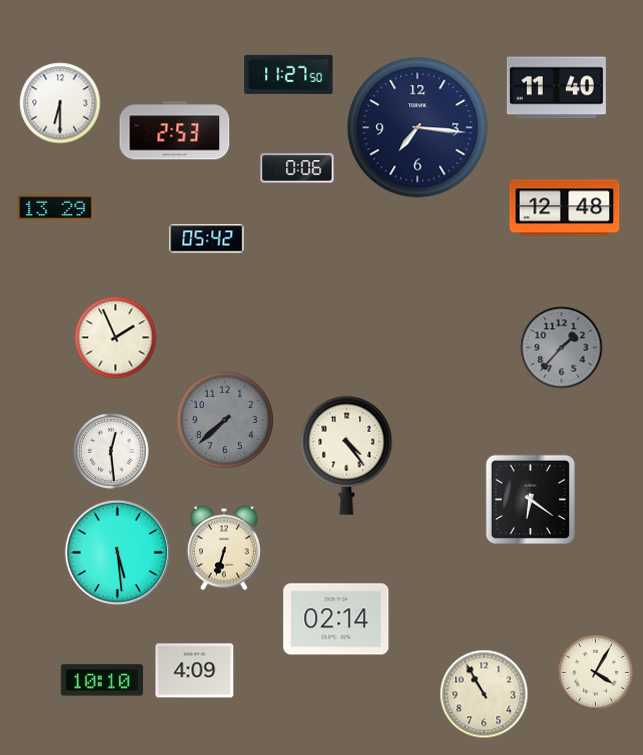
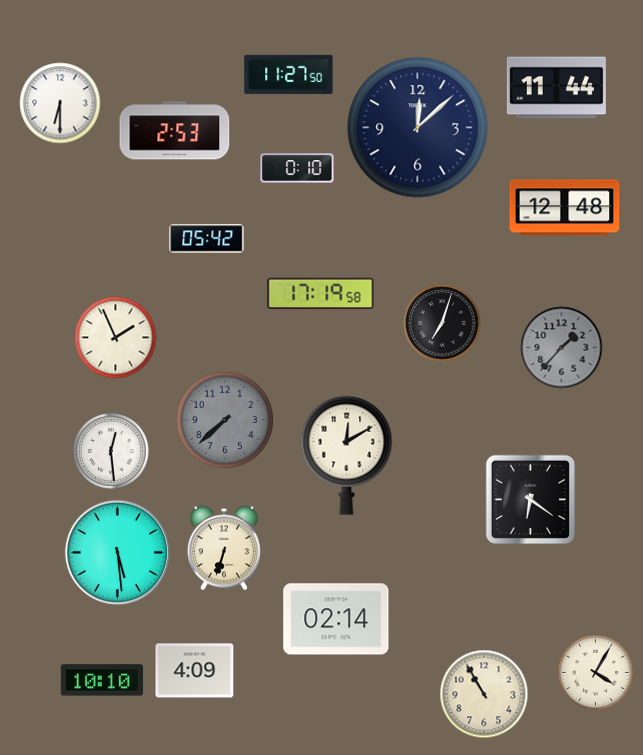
clock at (556, 88): 11:40 -> 11:44
clock at (418, 128): 7:16 -> 12:08
clock at (297, 168): 0:06 -> 0:10
clock at (56, 208): 13:29 -> none
clock at (321, 293): none -> 17:19
clock at (442, 323): none -> 7:03
clock at (347, 455): 4:24 -> 12:10
